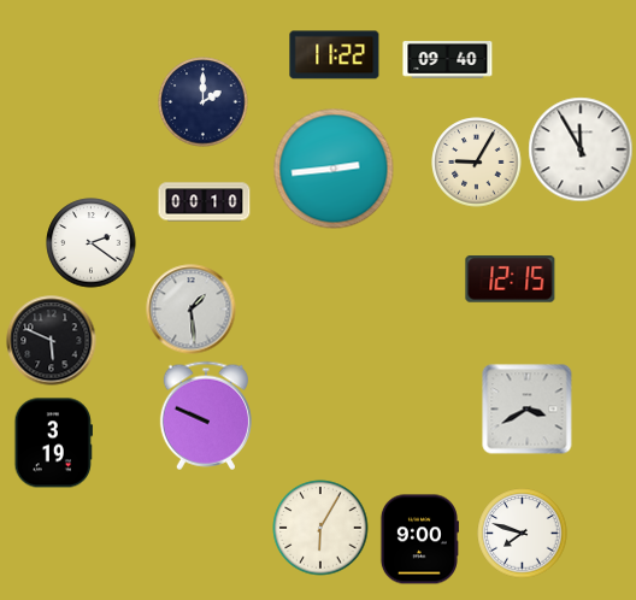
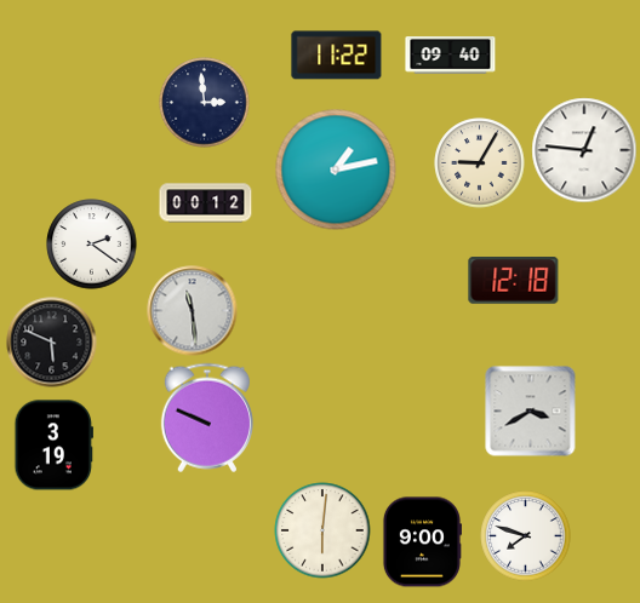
clock at (448, 60) position: (448, 60) -> (451, 56)
clock at (204, 102): 2:00 -> 2:59
clock at (581, 149): 11:55 -> 12:46
clock at (334, 169): 2:44 -> 1:13
clock at (205, 202): 00:10 -> 00:12
clock at (511, 280): 12:15 -> 12:18
clock at (192, 310): 1:29 -> 11:29
clock at (320, 528): 6:05 -> 6:01
